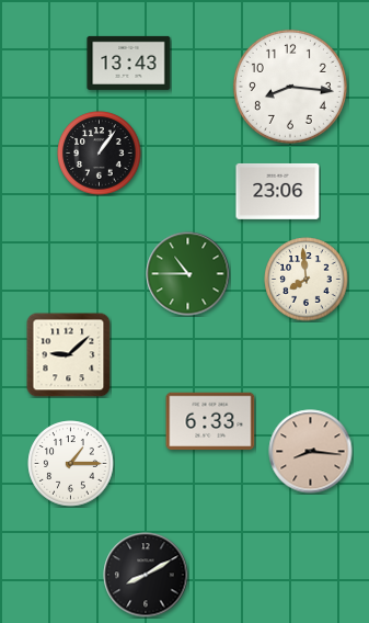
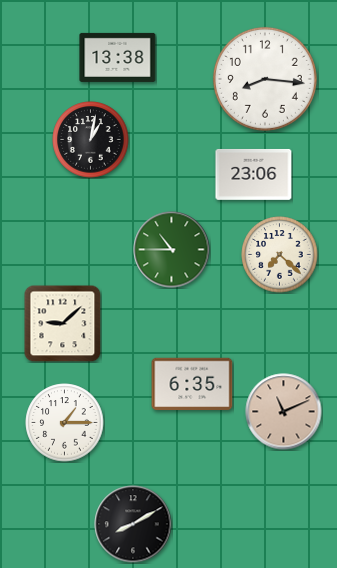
clock at (129, 63): 13:43 -> 13:38
clock at (100, 154): 1:06 -> 1:02
clock at (307, 280): 7:59 -> 7:22
clock at (210, 421): 6:33 -> 6:35
clock at (311, 452): 8:16 -> 11:11
